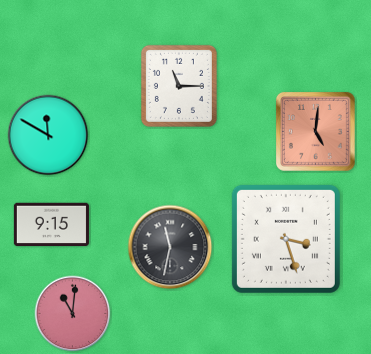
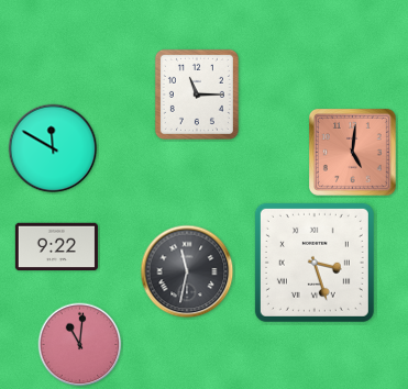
clock at (315, 131) position: (315, 131) -> (352, 152)
clock at (51, 225): 9:15 -> 9:22
